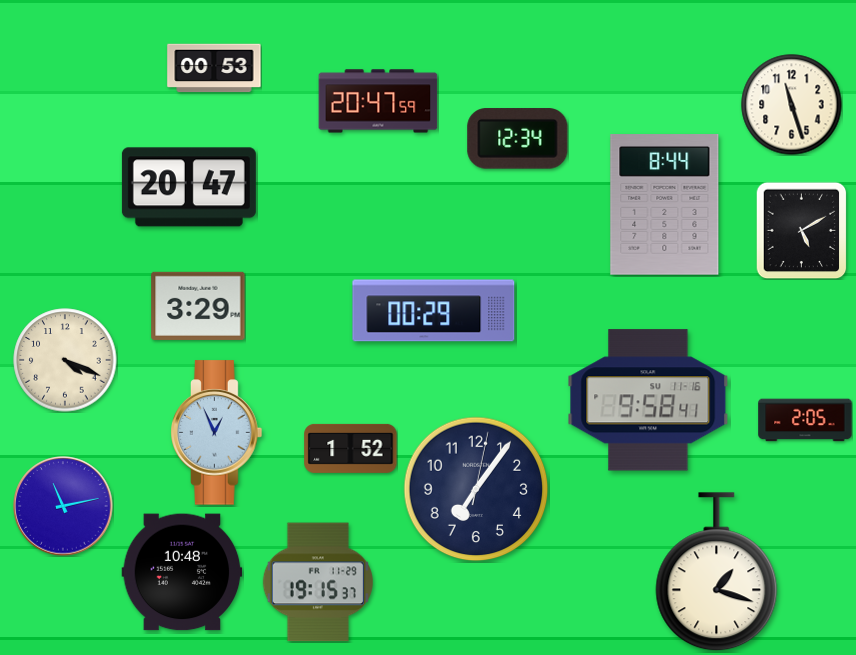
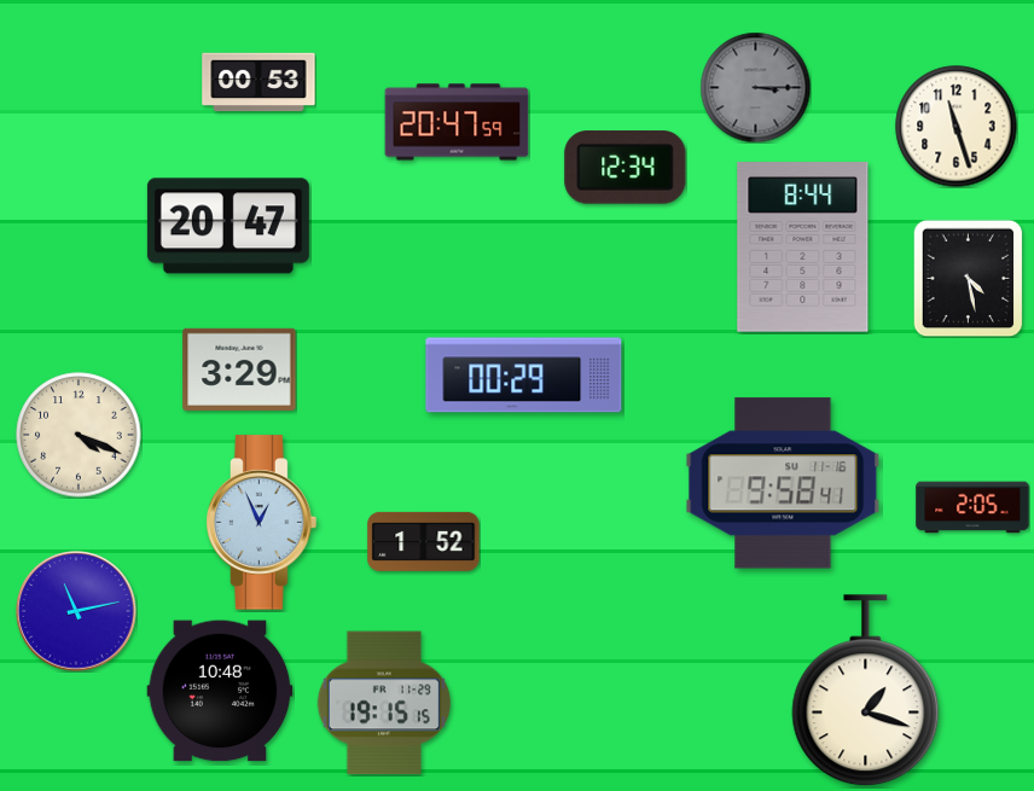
clock at (755, 87): none -> 3:15
clock at (802, 230): 5:10 -> 4:28
clock at (476, 489): 7:06 -> none
clock at (318, 582): 19:15:37 -> 19:15:15
